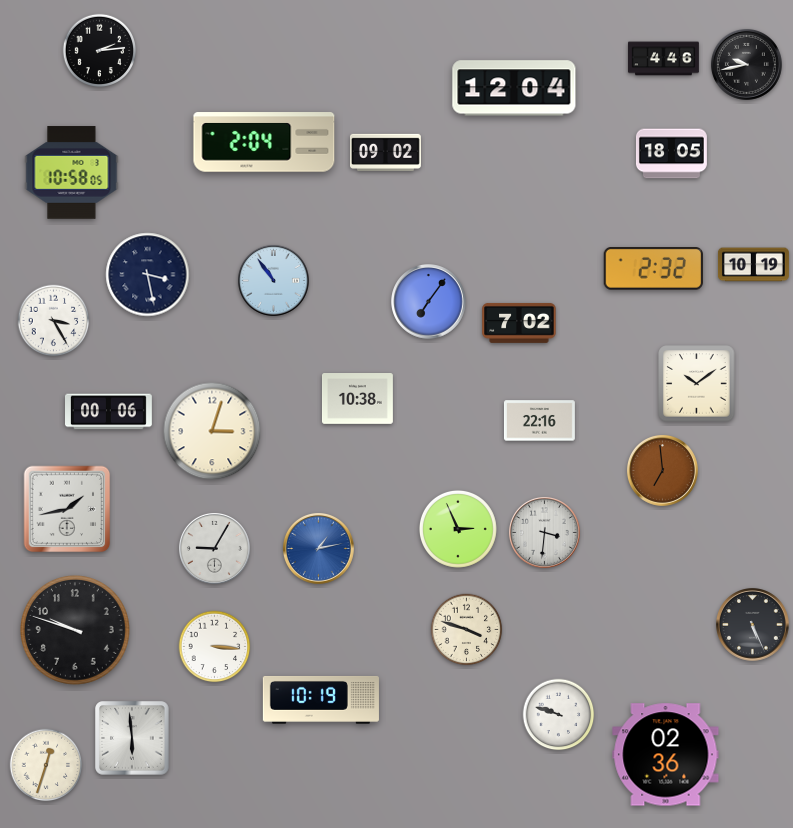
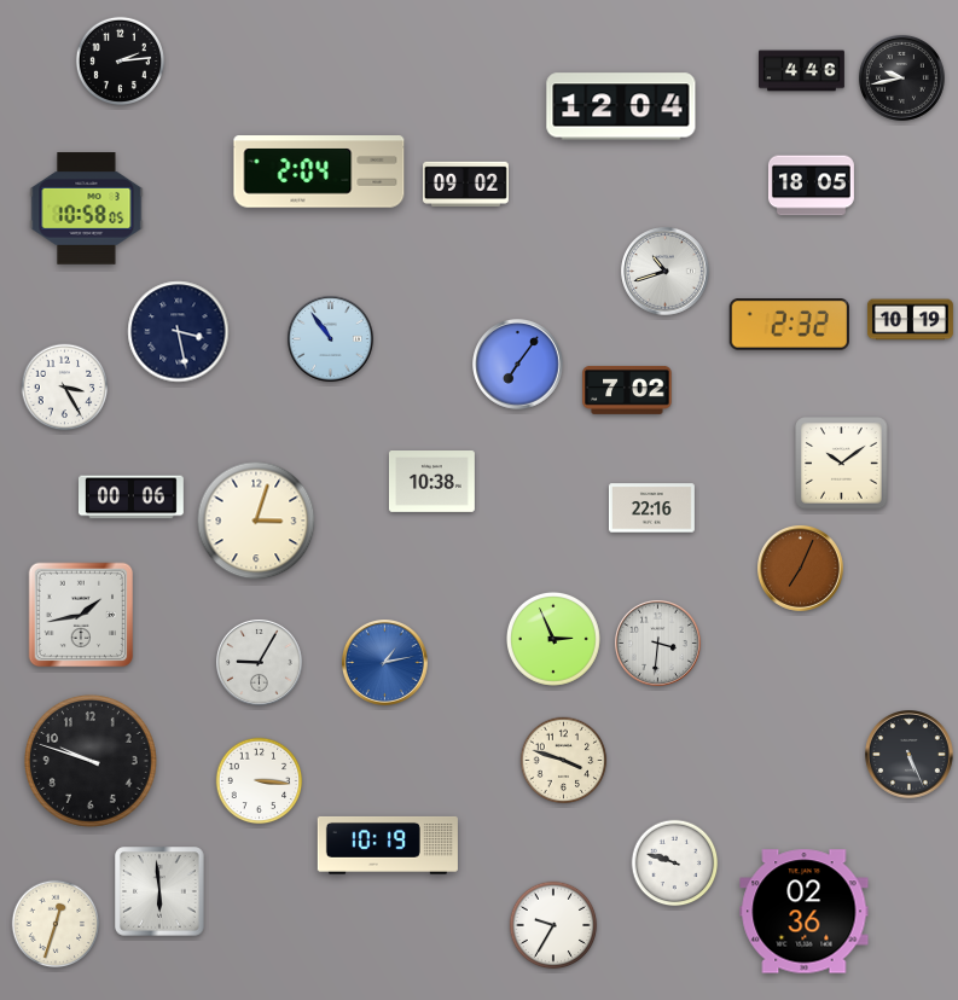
clock at (666, 272): none -> 10:42
clock at (662, 470): 6:59 -> 7:04
clock at (553, 925): none -> 9:35
